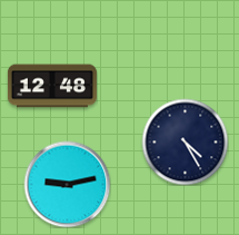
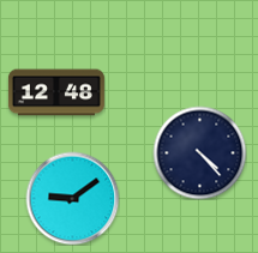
clock at (185, 141): 4:25 -> 4:23
clock at (67, 184): 9:13 -> 9:09
